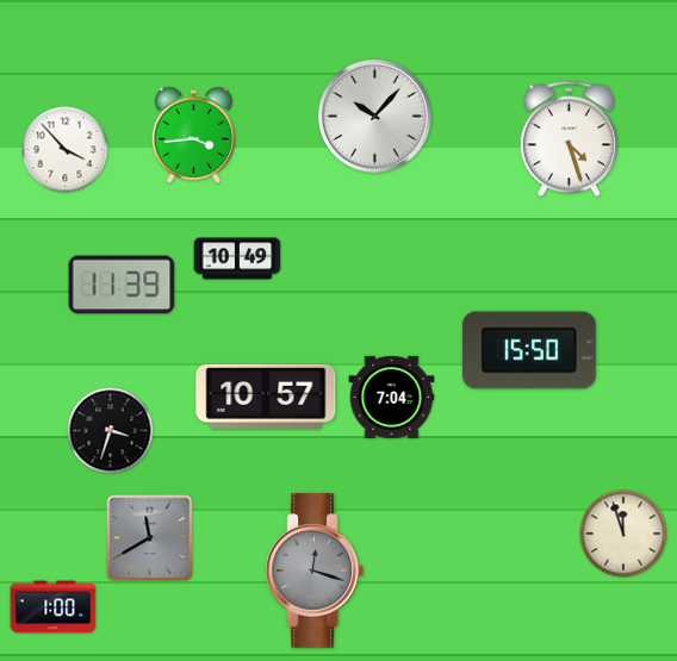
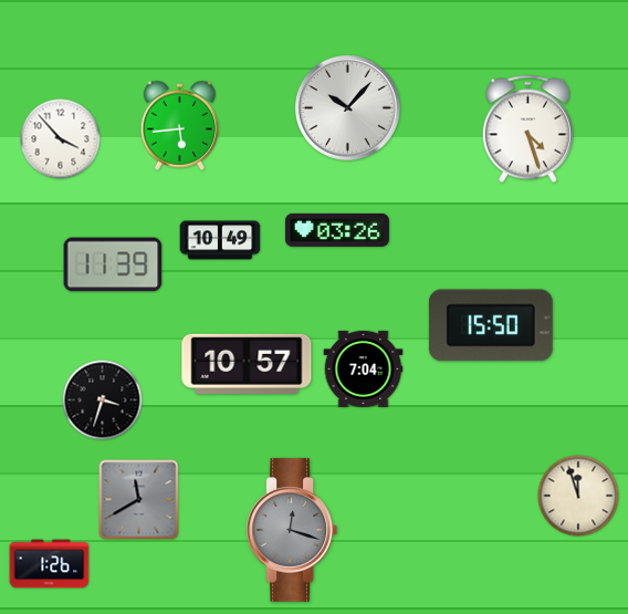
clock at (194, 135): 3:44 -> 5:44
clock at (337, 230): none -> 03:26
clock at (266, 397) position: (266, 397) -> (247, 364)
clock at (54, 607): 1:00 -> 1:26
